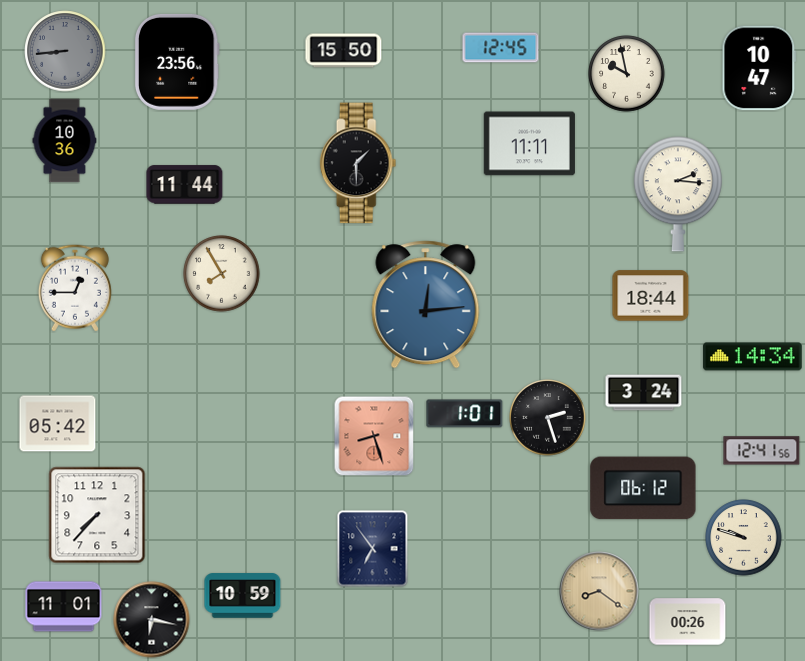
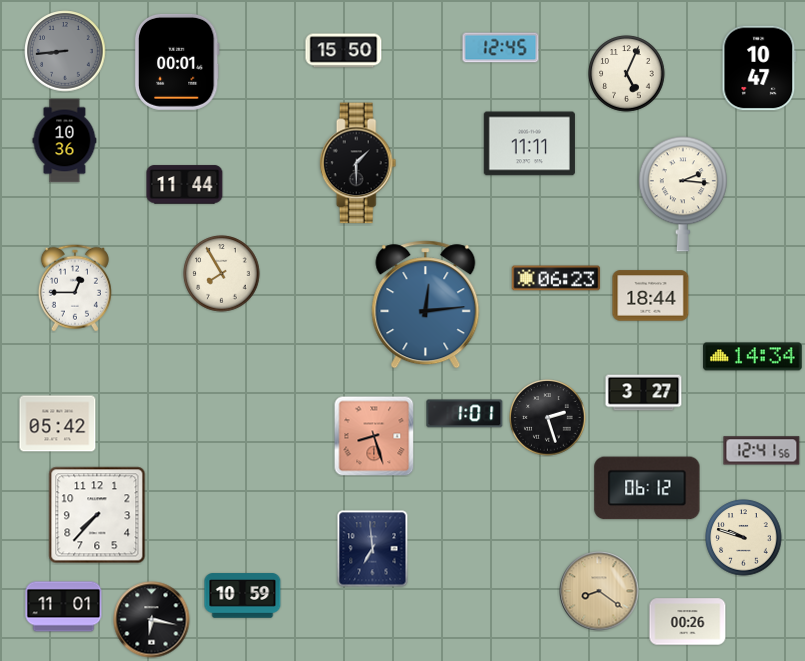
clock at (177, 62): 23:56 -> 00:01
clock at (627, 74): 9:58 -> 5:04
clock at (678, 194) position: (678, 194) -> (683, 194)
clock at (556, 278): none -> 06:23
clock at (644, 393): 3:24 -> 3:27
clock at (643, 488) position: (643, 488) -> (647, 488)
clock at (373, 549): 6:54 -> 6:59
